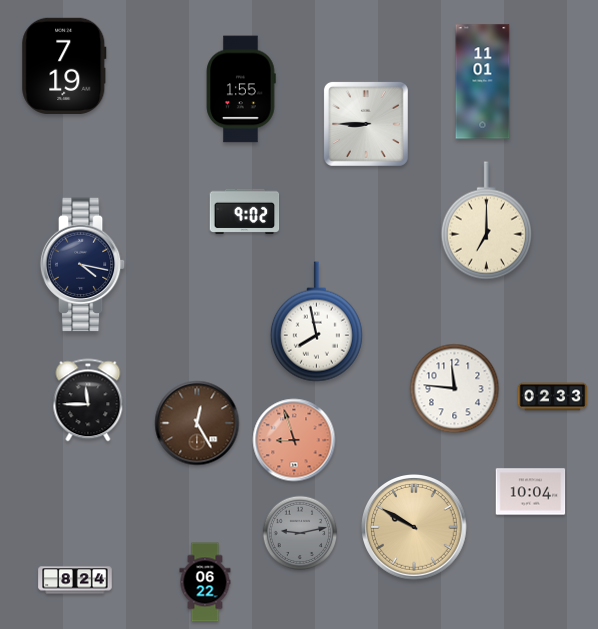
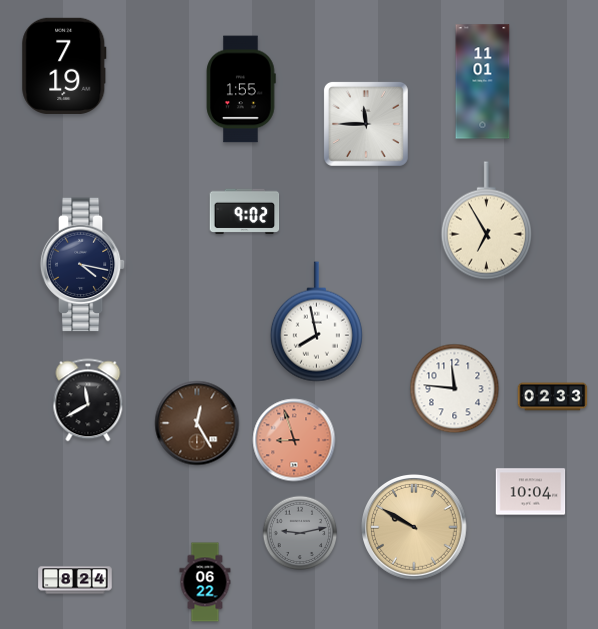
clock at (366, 124): 8:45 -> 11:45
clock at (486, 221): 7:00 -> 6:55
clock at (88, 400): 11:45 -> 11:40
